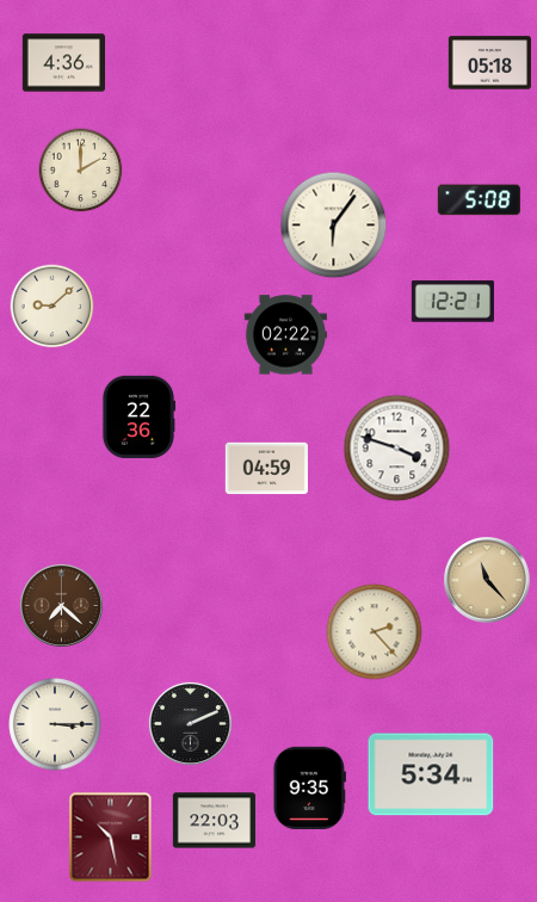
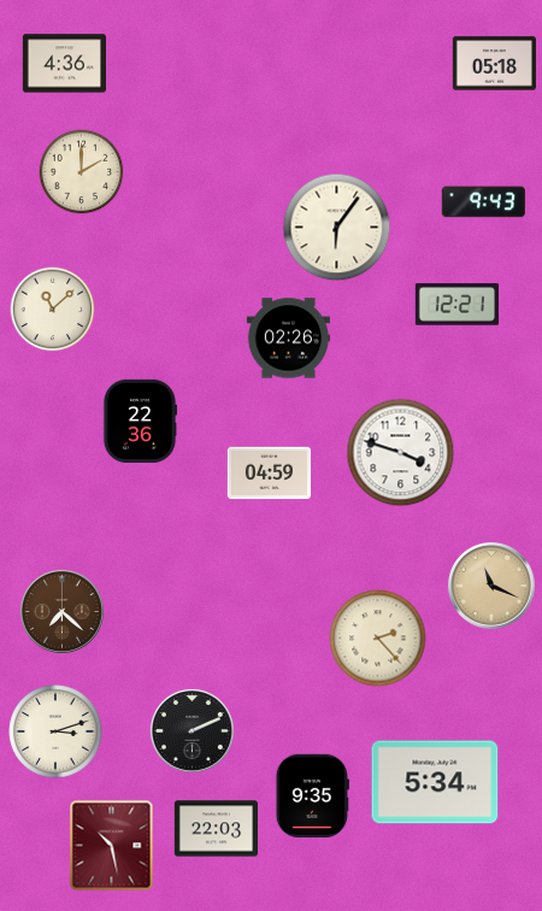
clock at (479, 200): 5:08 -> 9:43
clock at (53, 307): 9:08 -> 11:08
clock at (285, 335): 02:22 -> 02:26
clock at (488, 581): 11:23 -> 11:19
clock at (55, 724): 3:15 -> 3:12
